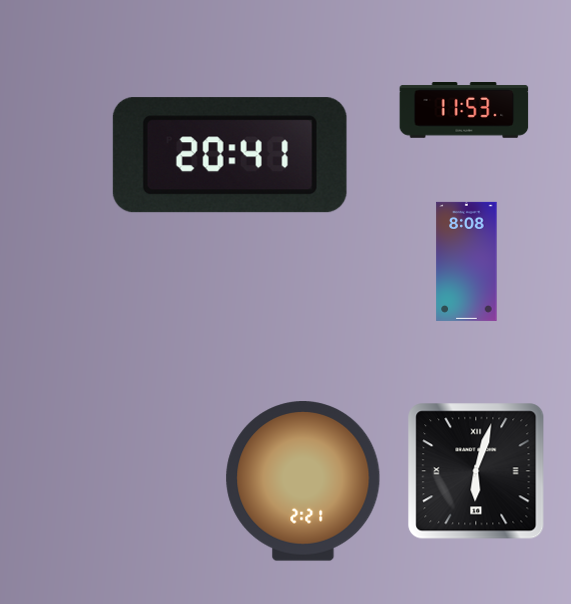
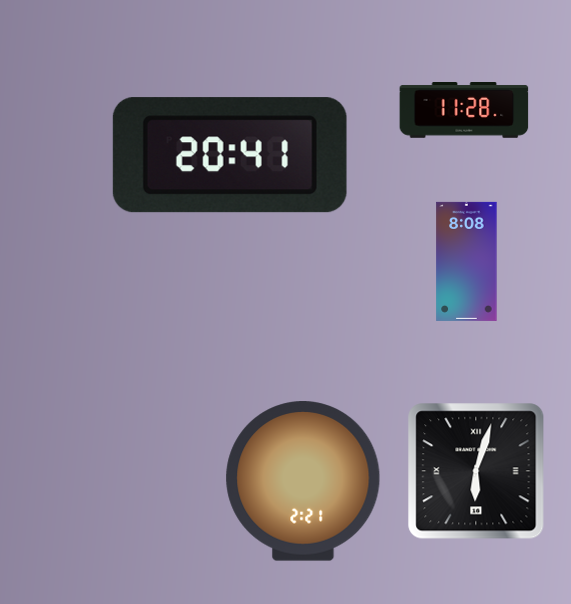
clock at (464, 111): 11:53 -> 11:28
